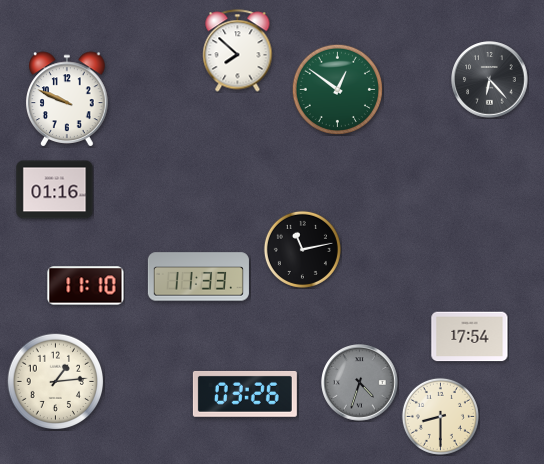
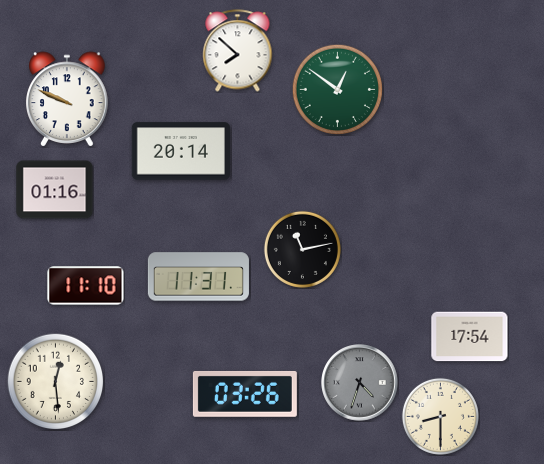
clock at (490, 80): 6:23 -> none
clock at (180, 151): none -> 20:14
clock at (198, 277): 11:33 -> 11:31
clock at (55, 381): 1:14 -> 12:29
